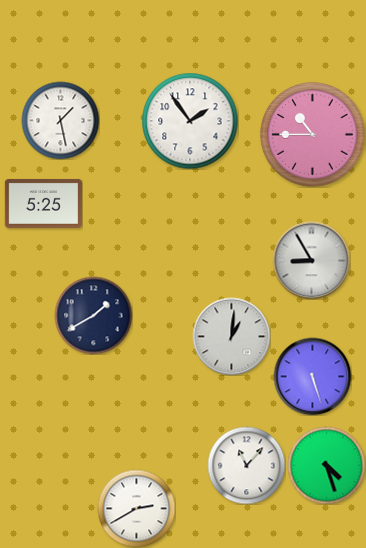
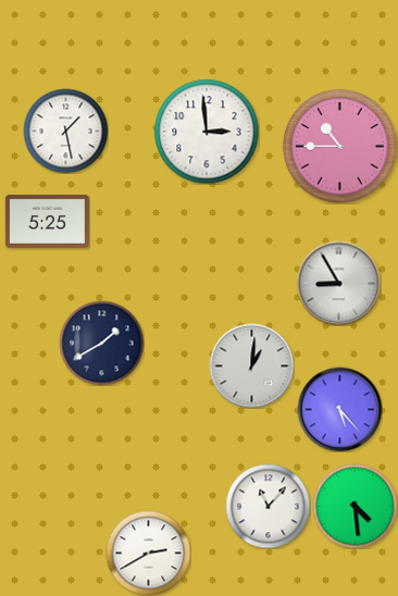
clock at (190, 121): 1:54 -> 2:59
clock at (312, 376): 5:27 -> 5:23
clock at (326, 465): 4:27 -> 4:29
